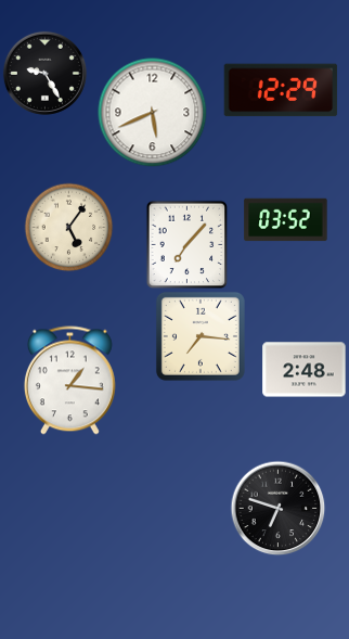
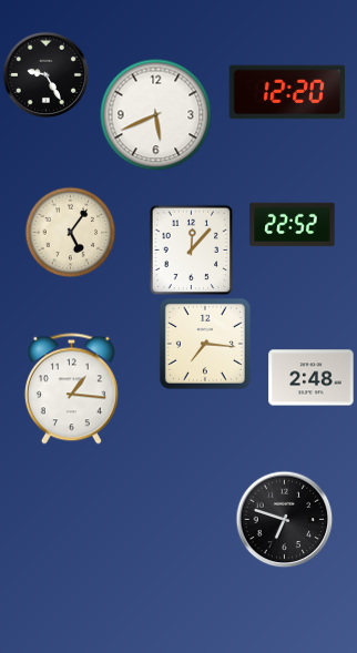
clock at (281, 90): 12:29 -> 12:20
clock at (286, 220): 03:52 -> 22:52
clock at (188, 244): 7:07 -> 12:07
